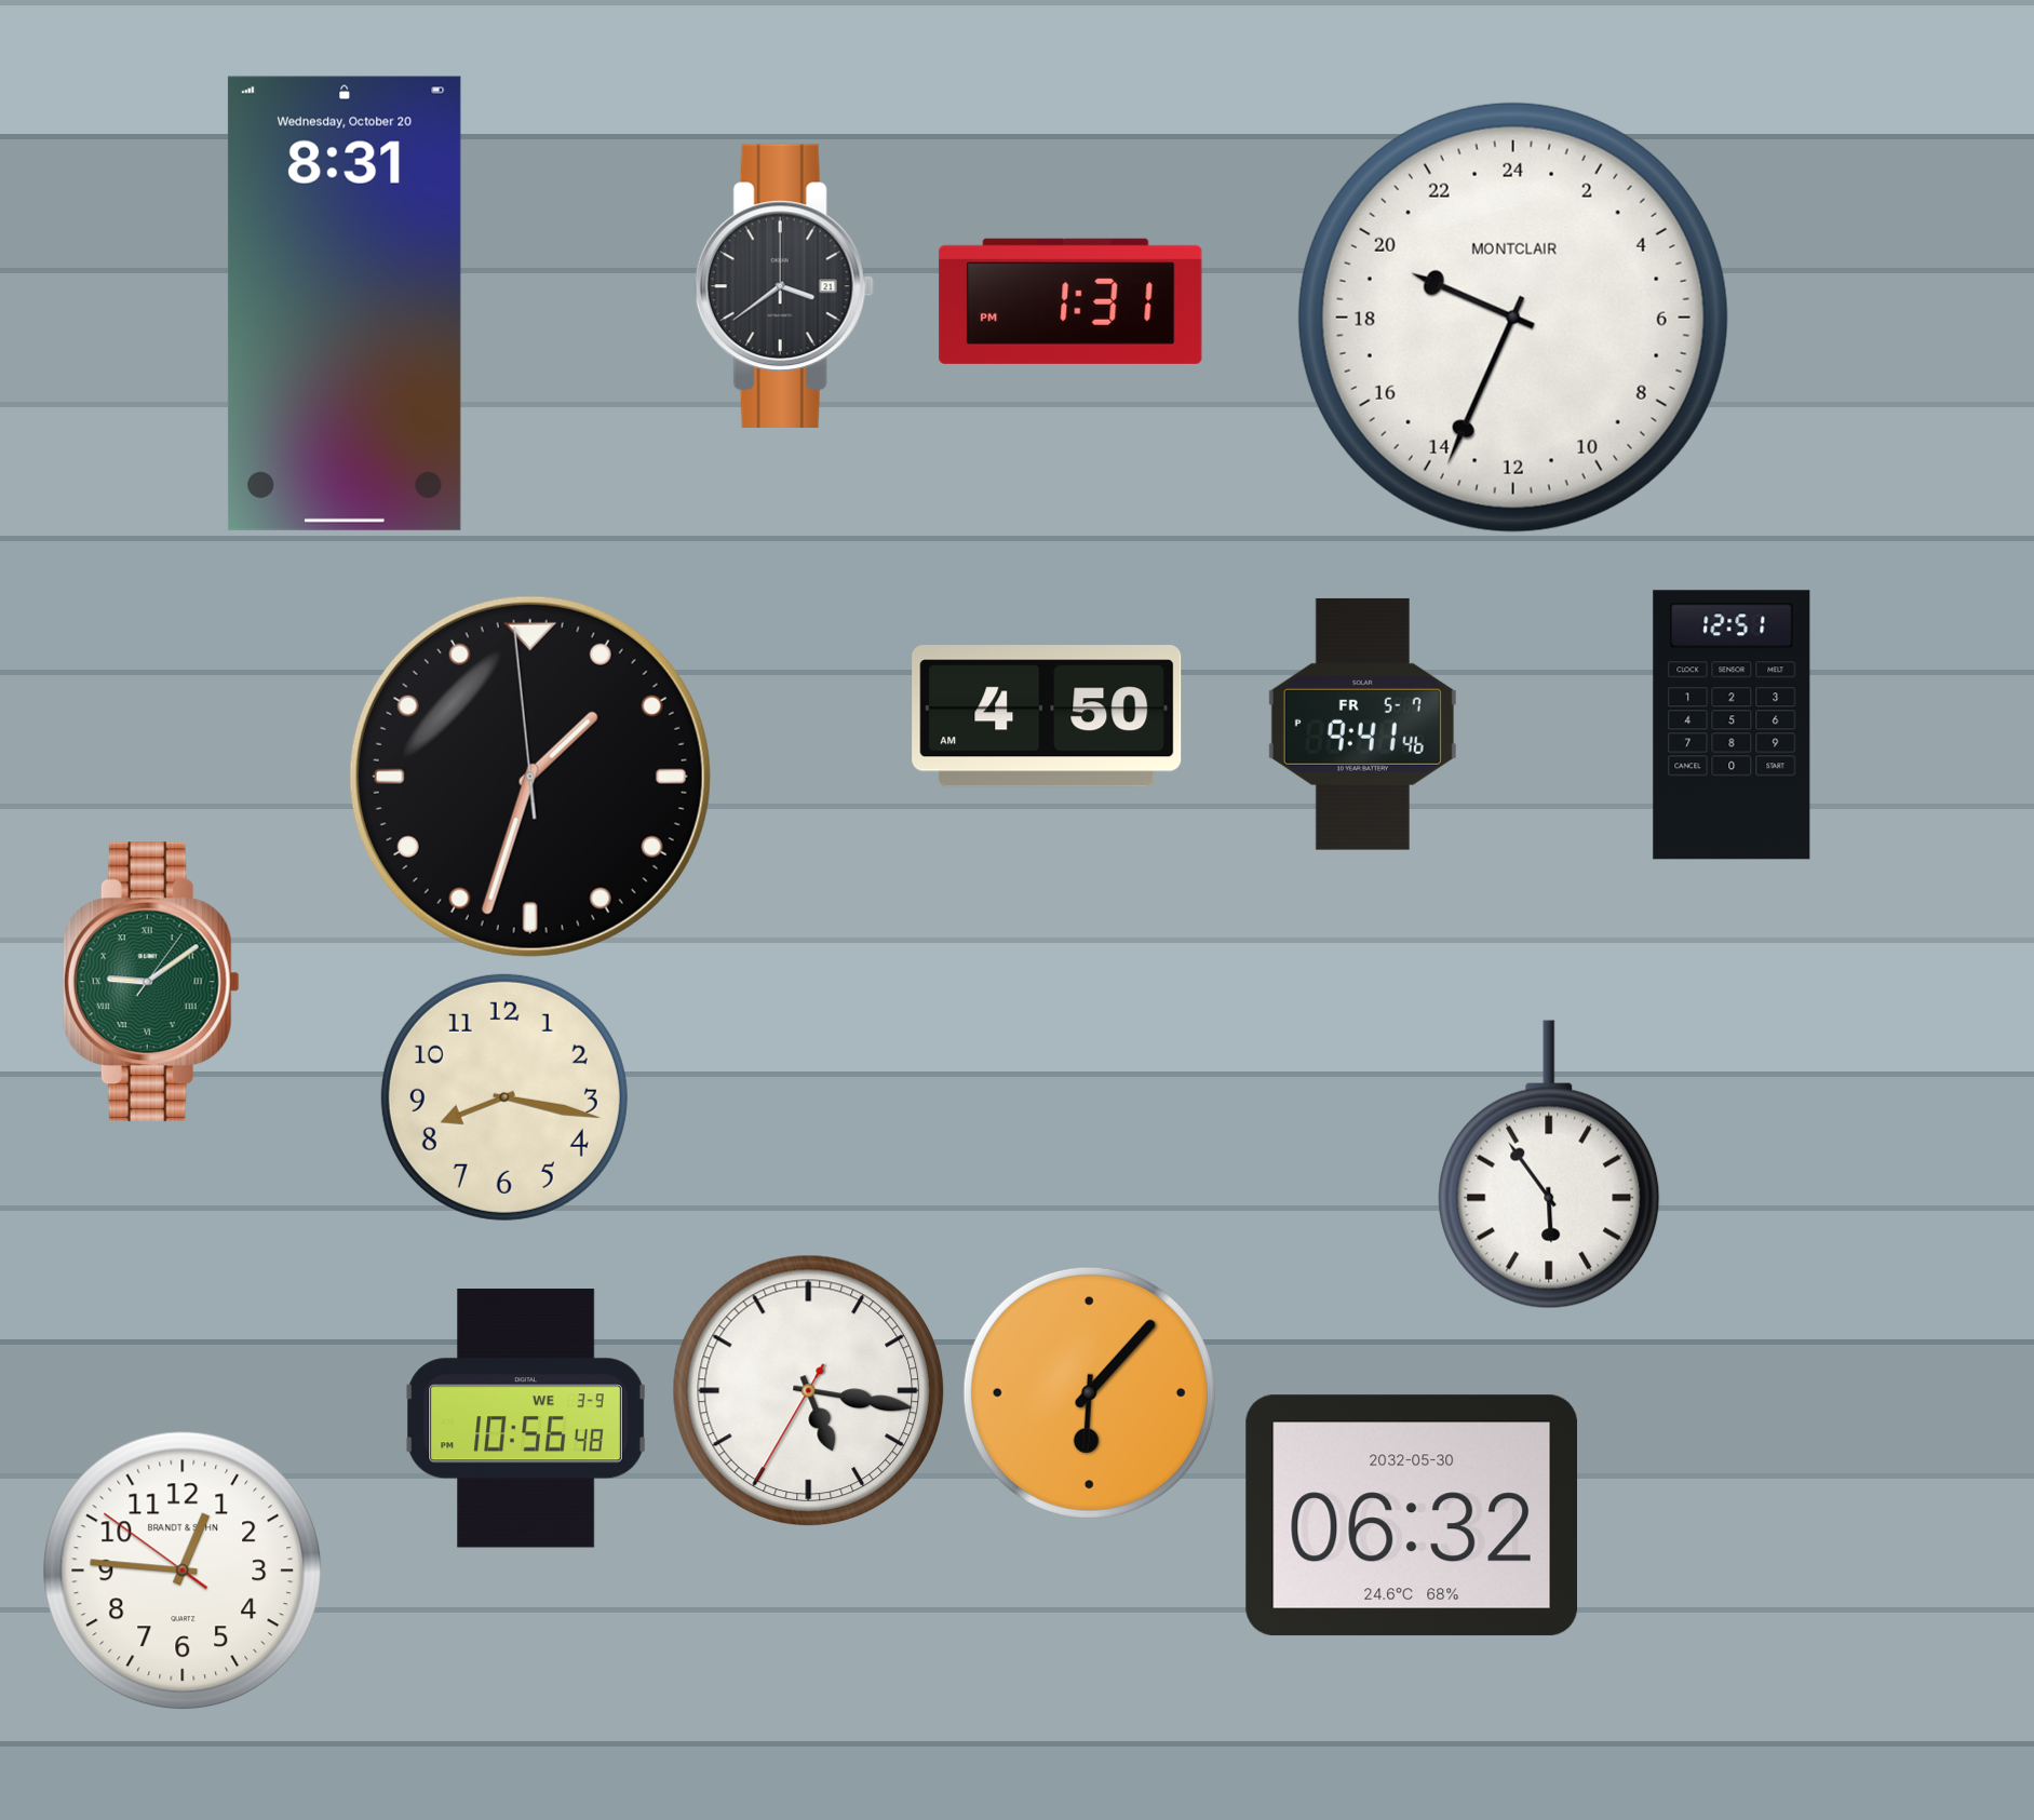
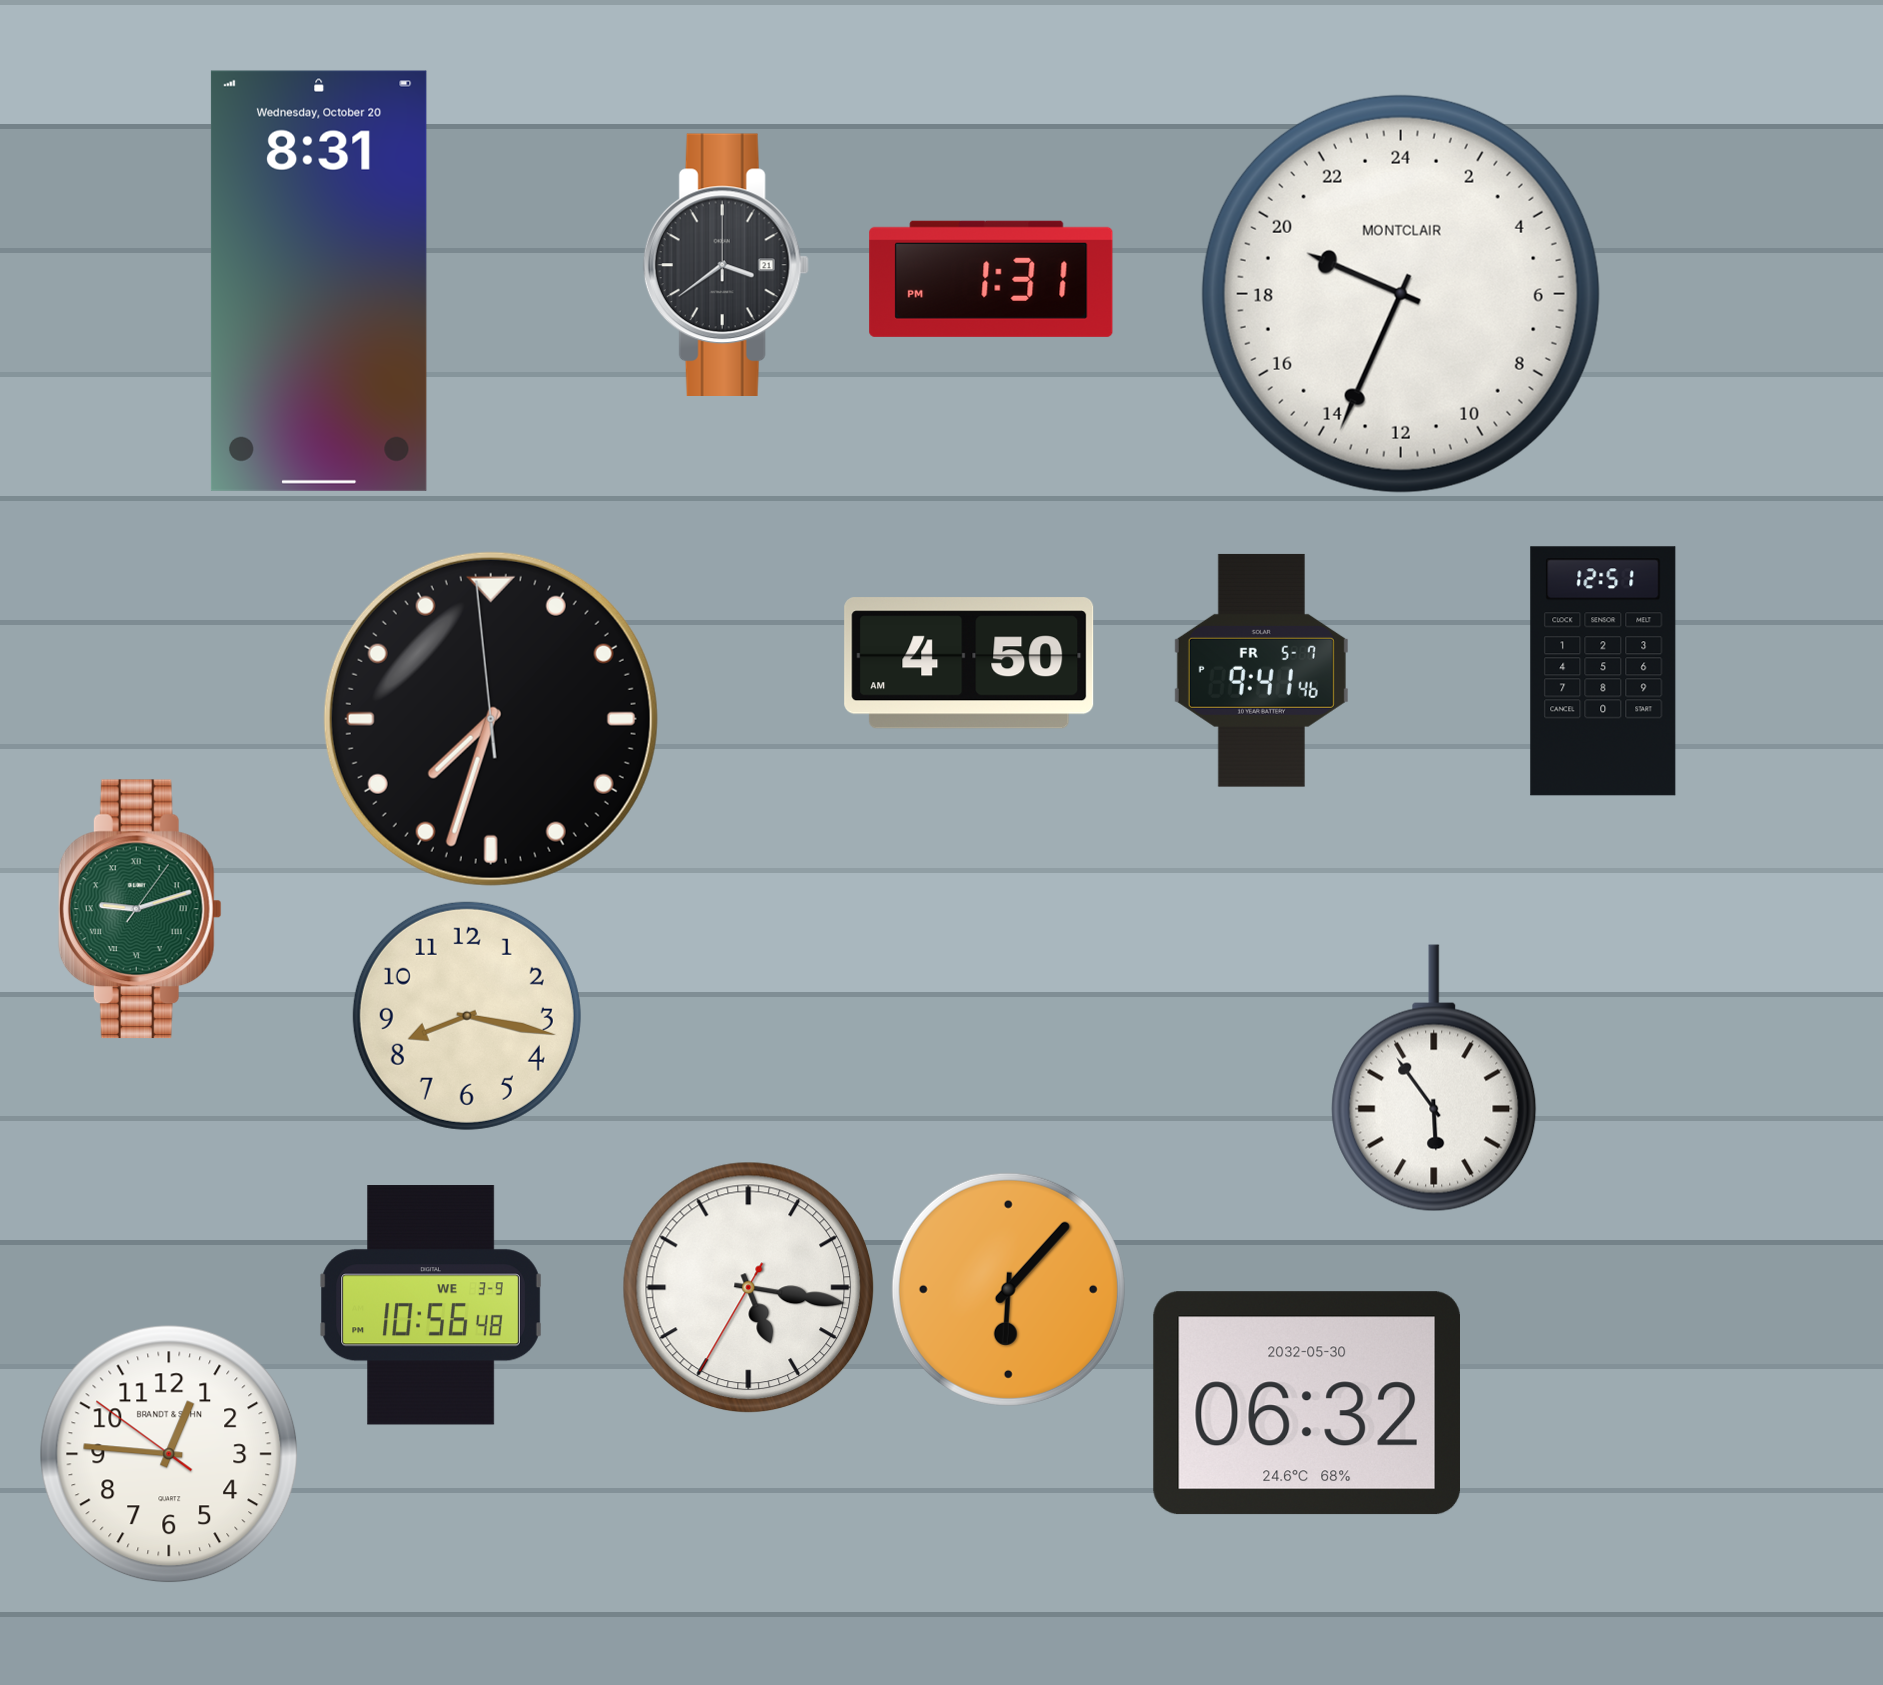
clock at (530, 777): 1:32 -> 7:32
clock at (151, 982): 9:09 -> 9:12
clock at (526, 1418) position: (526, 1418) -> (431, 1305)
